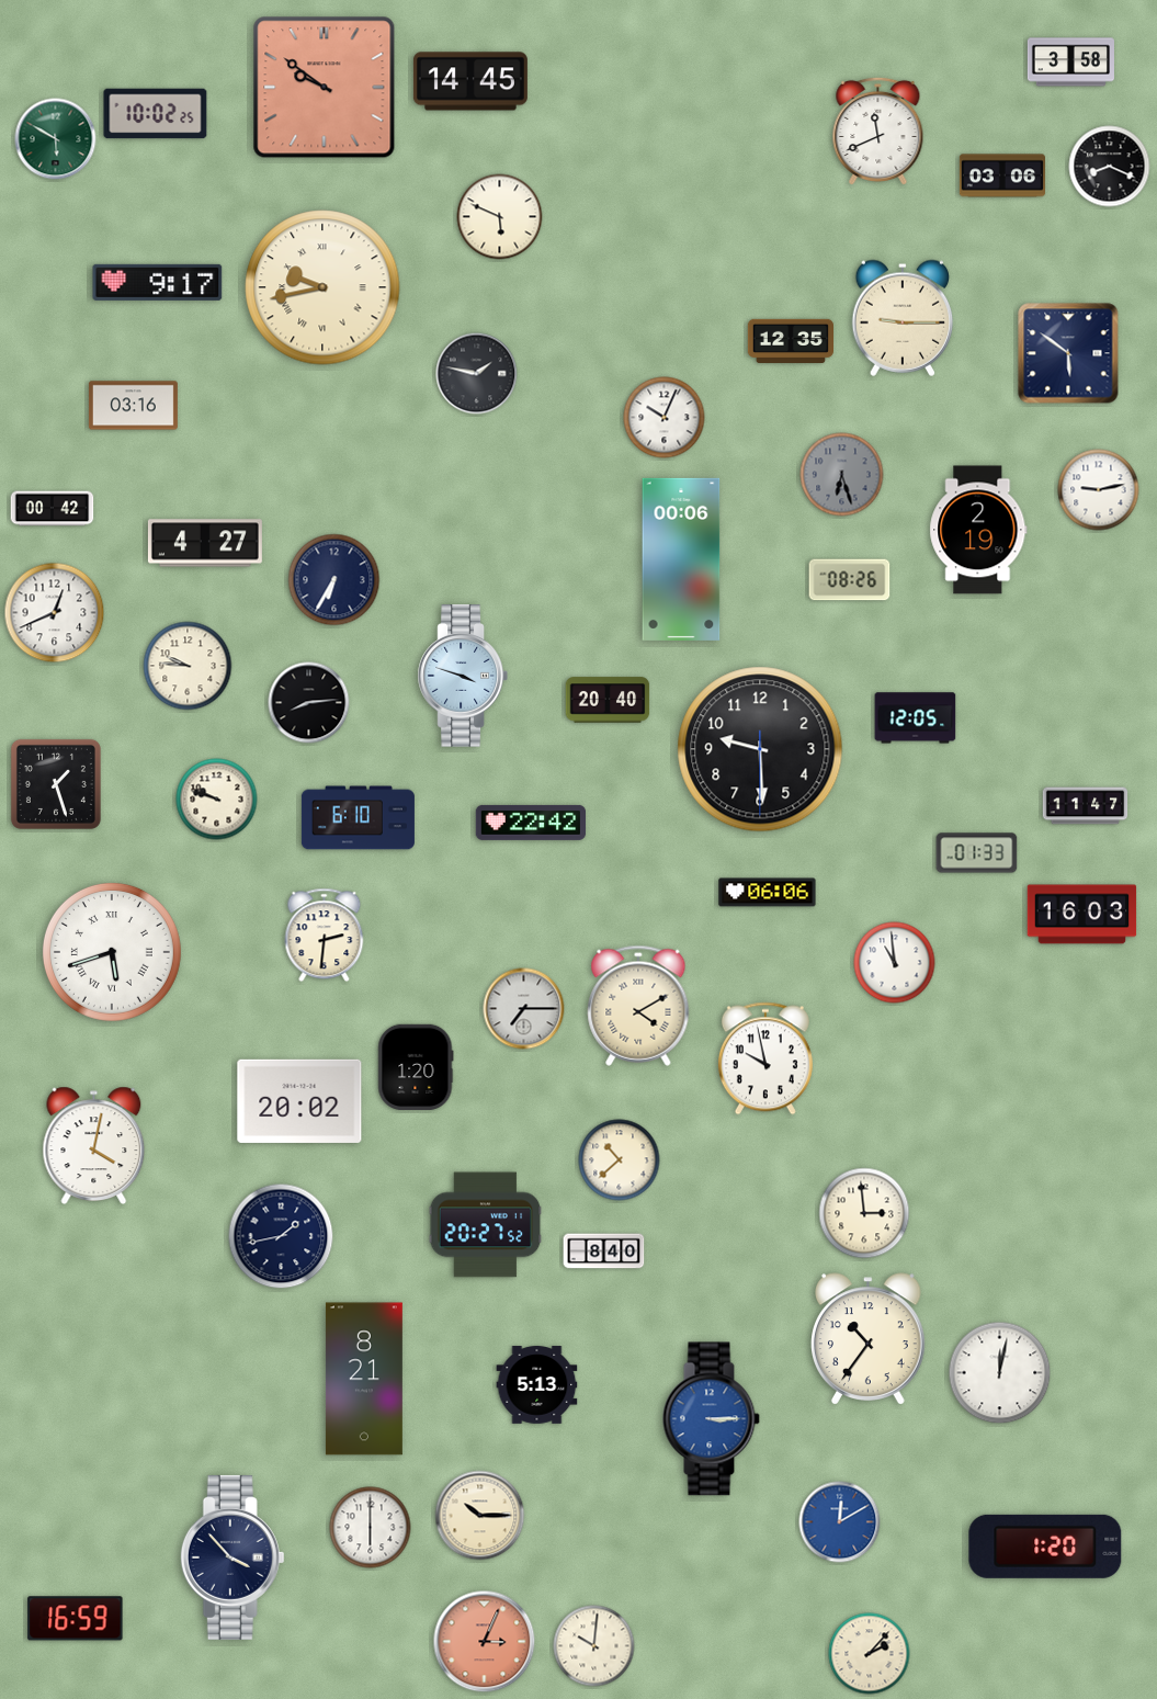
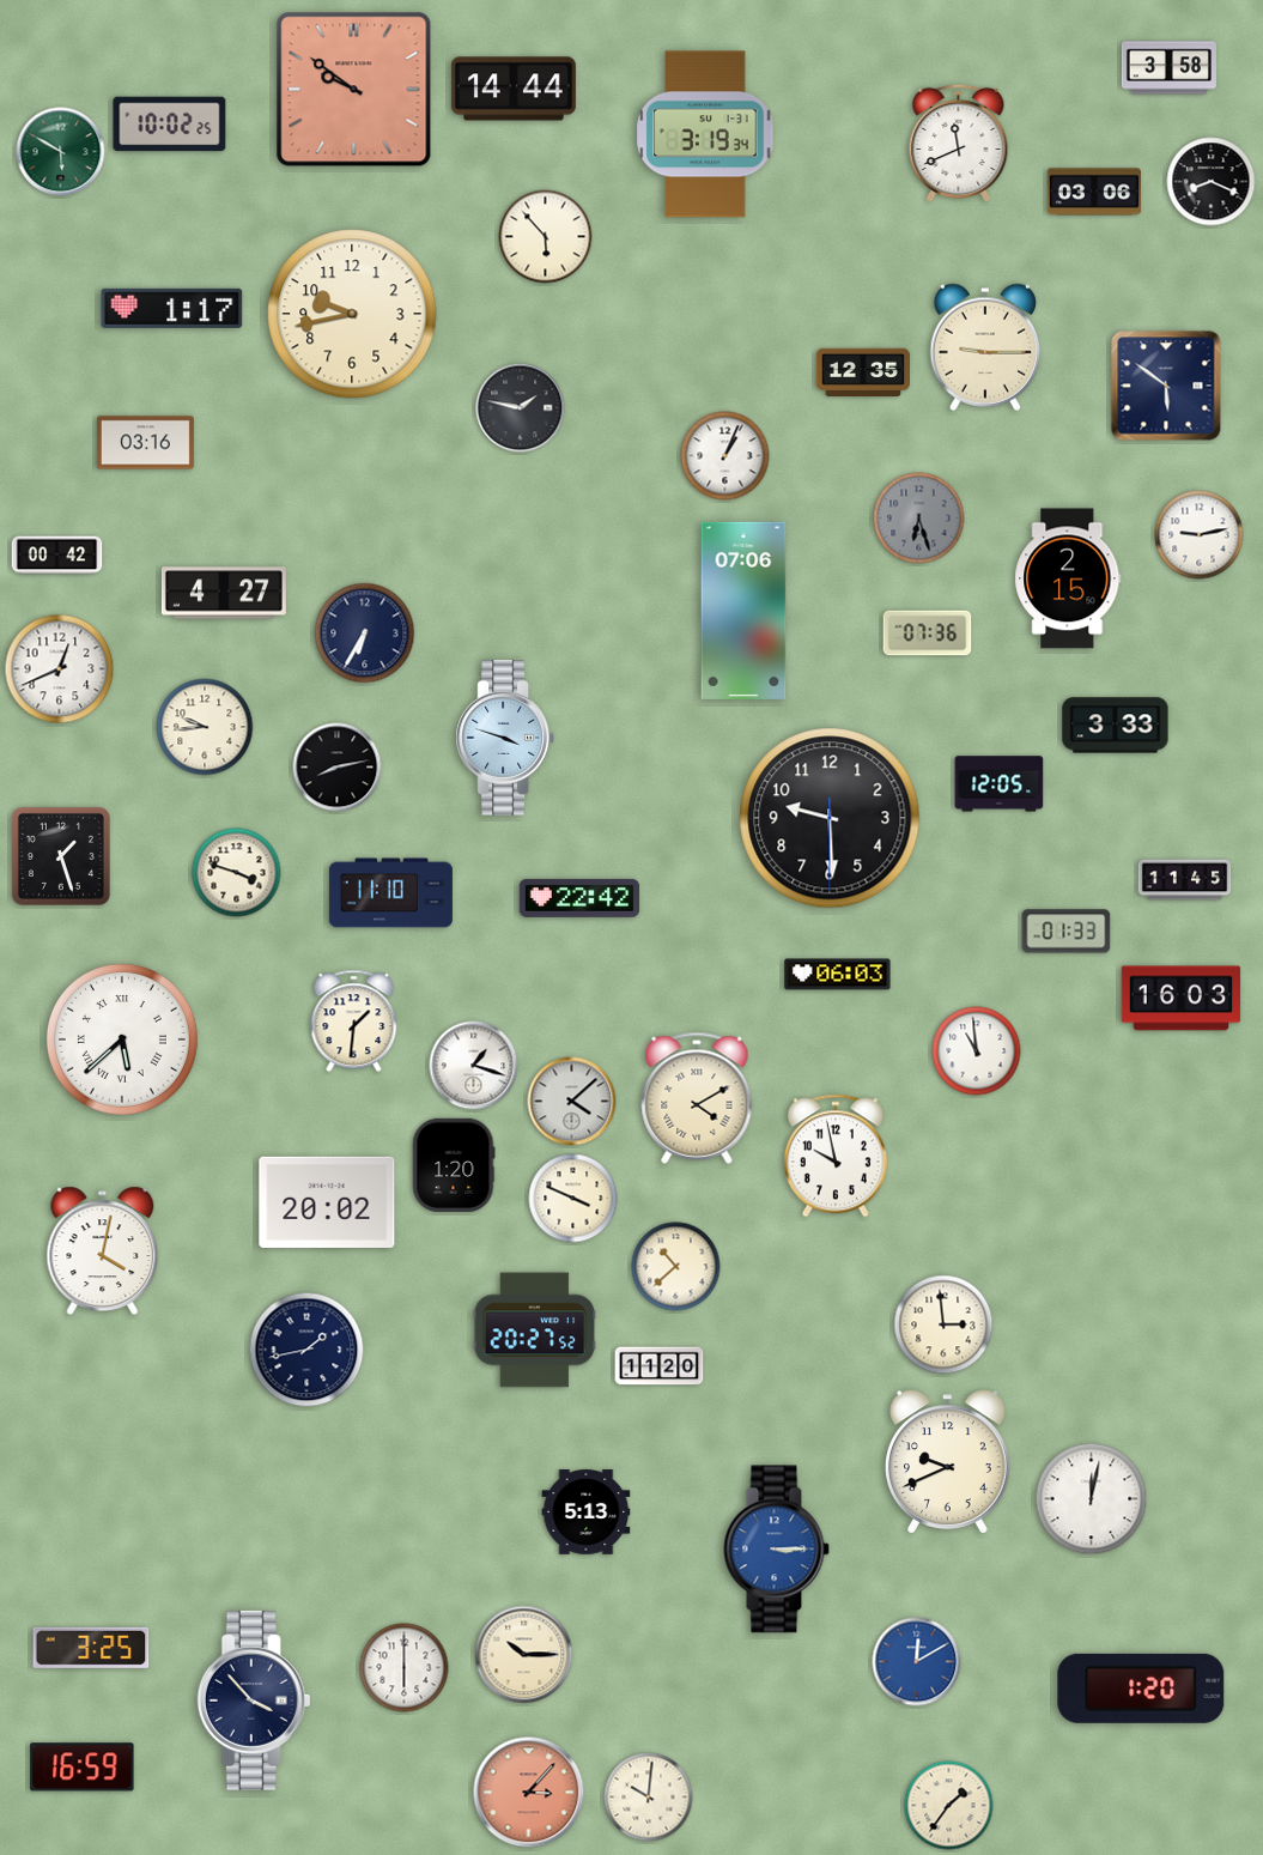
clock at (470, 81): 14:45 -> 14:44
clock at (325, 88) position: (325, 88) -> (354, 90)
clock at (705, 134): none -> 3:19
clock at (500, 217): 5:49 -> 5:53
clock at (158, 282): 9:17 -> 1:17
clock at (322, 287) numerals: Roman -> Arabic
clock at (665, 418): 10:04 -> 1:04
clock at (978, 530): 2:19 -> 2:15
clock at (681, 559): 00:06 -> 07:06
clock at (850, 580): 08:26 -> 07:36
clock at (1116, 726): none -> 3:33
clock at (188, 666): 9:46 -> 9:44
clock at (608, 700): 20:40 -> none
clock at (309, 703): 8:14 -> 8:13
clock at (217, 800): 9:48 -> 3:48
clock at (1086, 806): 11:47 -> 11:45
clock at (358, 818): 6:10 -> 11:10
clock at (768, 893): 06:06 -> 06:03
clock at (325, 936): 2:31 -> 1:31
clock at (112, 952): 5:42 -> 5:38
clock at (474, 1066): none -> 1:18
clock at (524, 1009): 7:15 -> 4:08
clock at (573, 1199): none -> 3:49
clock at (486, 1225) position: (486, 1225) -> (535, 1330)
clock at (604, 1251): 8:40 -> 11:20
clock at (869, 1339): 10:36 -> 9:41
clock at (364, 1379): 8:21 -> none
clock at (91, 1648): none -> 3:25
clock at (485, 1642): 3:04 -> 3:07
clock at (870, 1654): 2:07 -> 1:36
